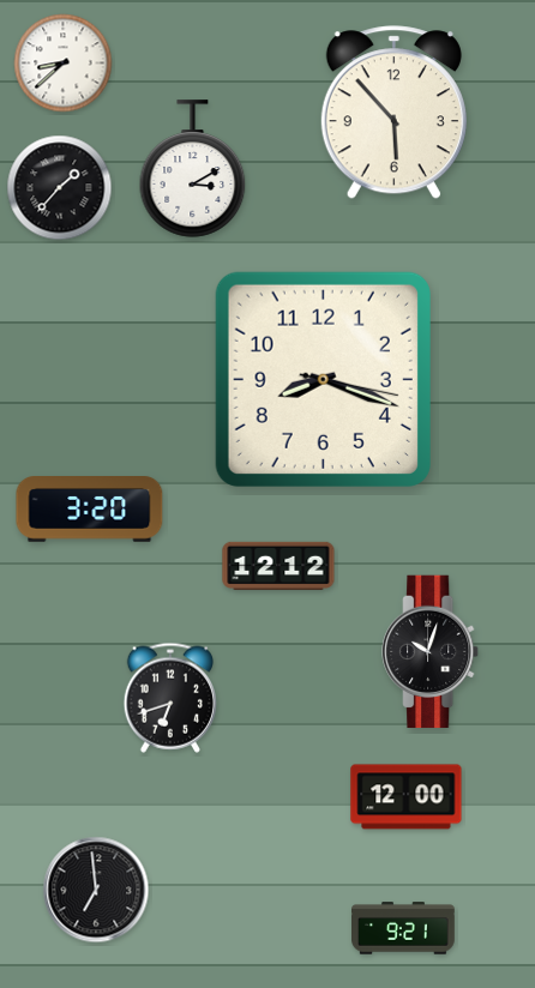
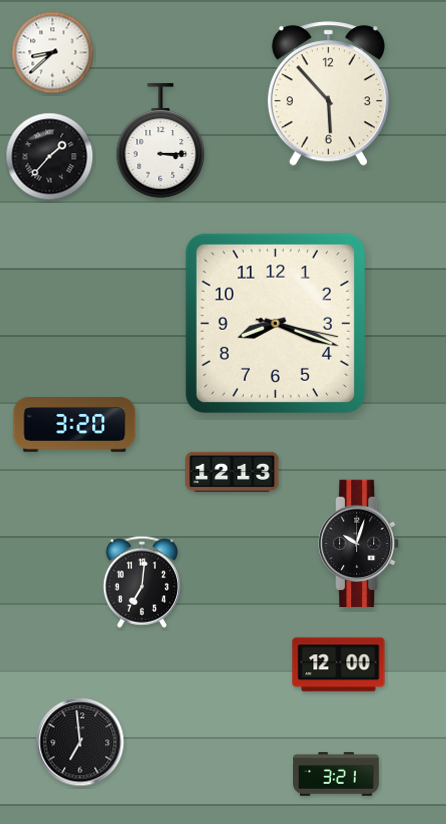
clock at (193, 169): 3:10 -> 3:15
clock at (323, 379) position: (323, 379) -> (275, 323)
clock at (278, 566): 12:12 -> 12:13
clock at (169, 698): 6:42 -> 7:01
clock at (404, 928): 9:21 -> 3:21
